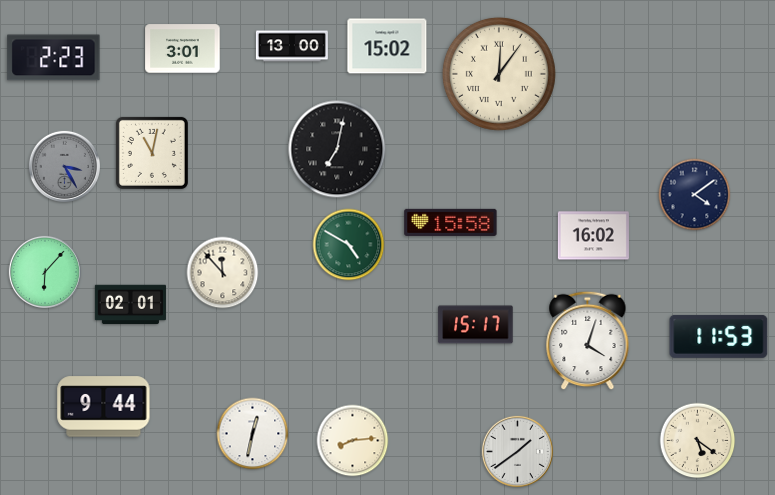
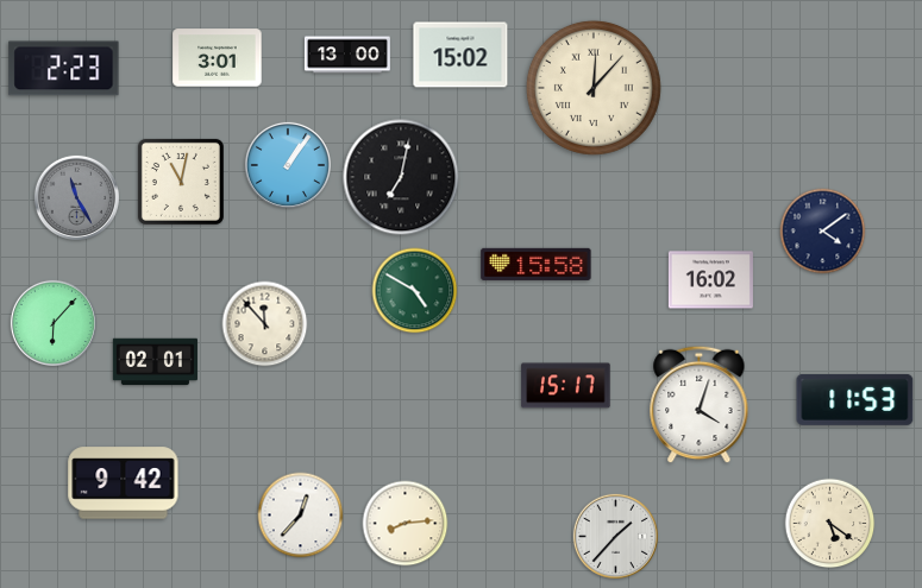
clock at (499, 74): 12:06 -> 12:07
clock at (288, 165): none -> 1:06
clock at (64, 166): 3:25 -> 11:25
clock at (695, 195) position: (695, 195) -> (823, 232)
clock at (593, 236) position: (593, 236) -> (710, 280)
clock at (104, 407): 9:44 -> 9:42
clock at (253, 434): 12:32 -> 12:37
clock at (353, 441) position: (353, 441) -> (406, 524)
clock at (517, 451): 1:39 -> 1:37
